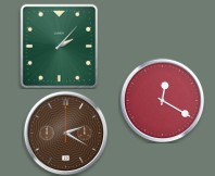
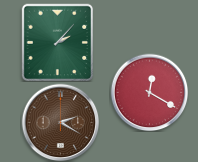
clock at (60, 46) position: (60, 46) -> (58, 42)
